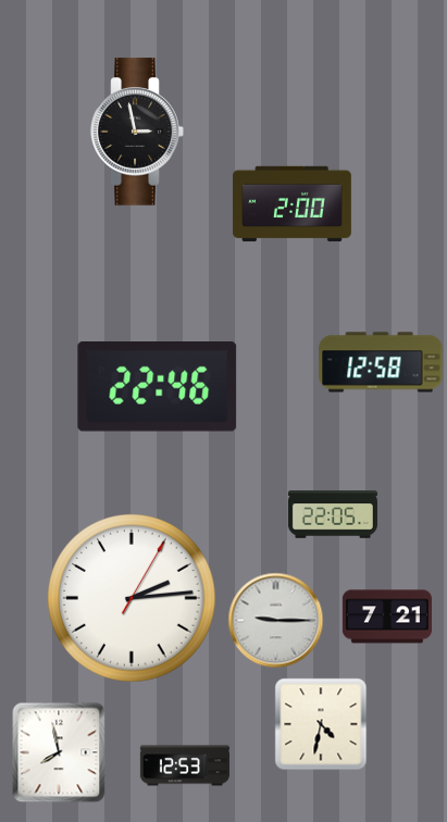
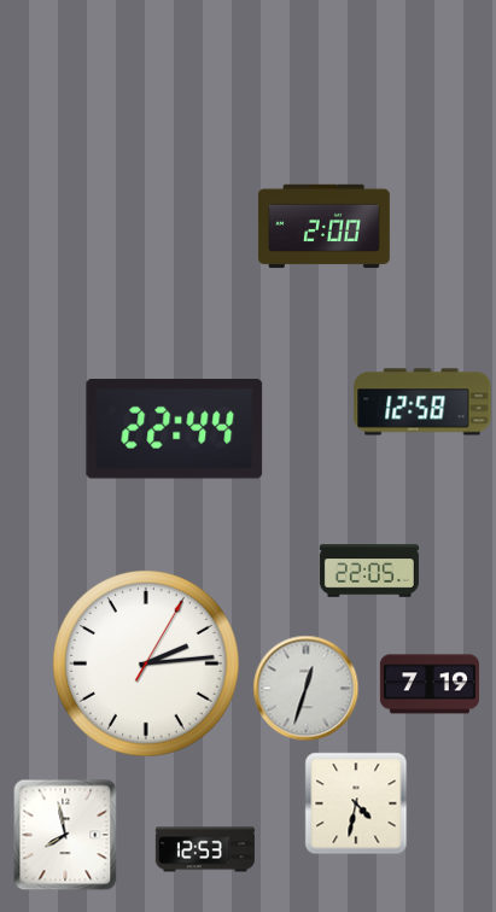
clock at (137, 132): 2:58 -> none
clock at (158, 387): 22:46 -> 22:44
clock at (387, 616): 7:21 -> 7:19
clock at (276, 621): 9:15 -> 12:33
